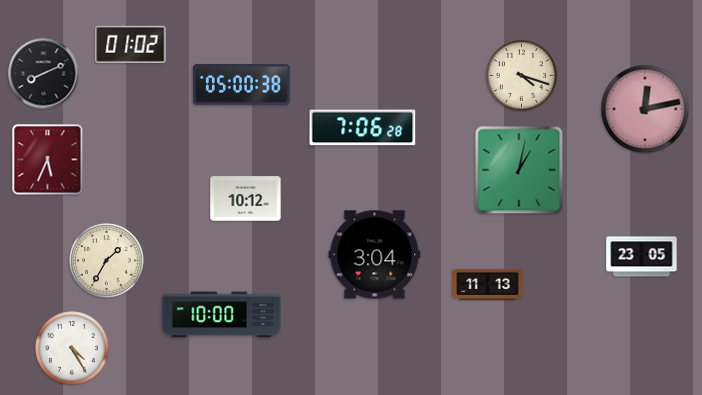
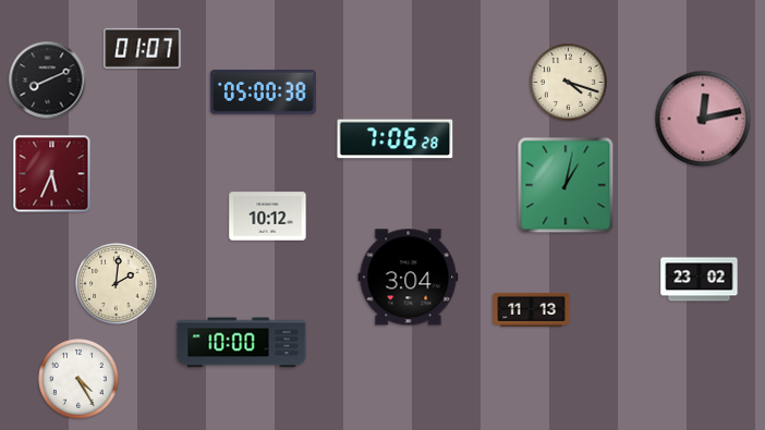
clock at (131, 44): 01:02 -> 01:07
clock at (642, 257): 23:05 -> 23:02
clock at (107, 261): 1:35 -> 2:01
